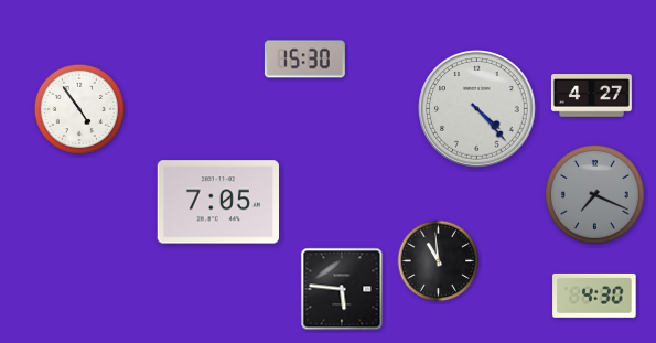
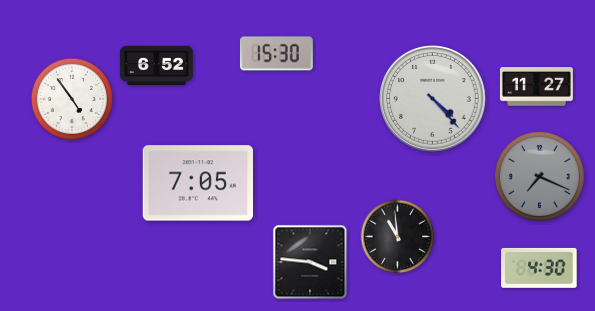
clock at (156, 66): none -> 6:52
clock at (591, 96): 4:27 -> 11:27
clock at (342, 289): 5:46 -> 3:46
